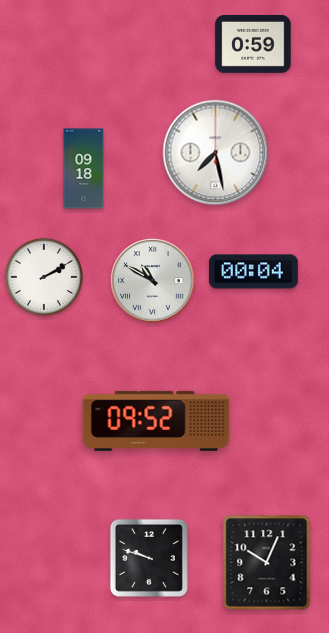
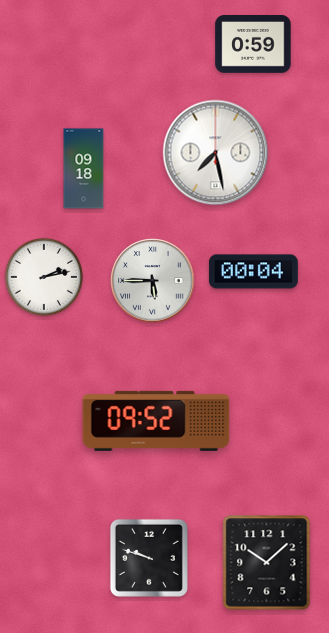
clock at (44, 277): 2:10 -> 2:13
clock at (153, 281): 10:50 -> 5:45
clock at (267, 563): 10:04 -> 10:08
